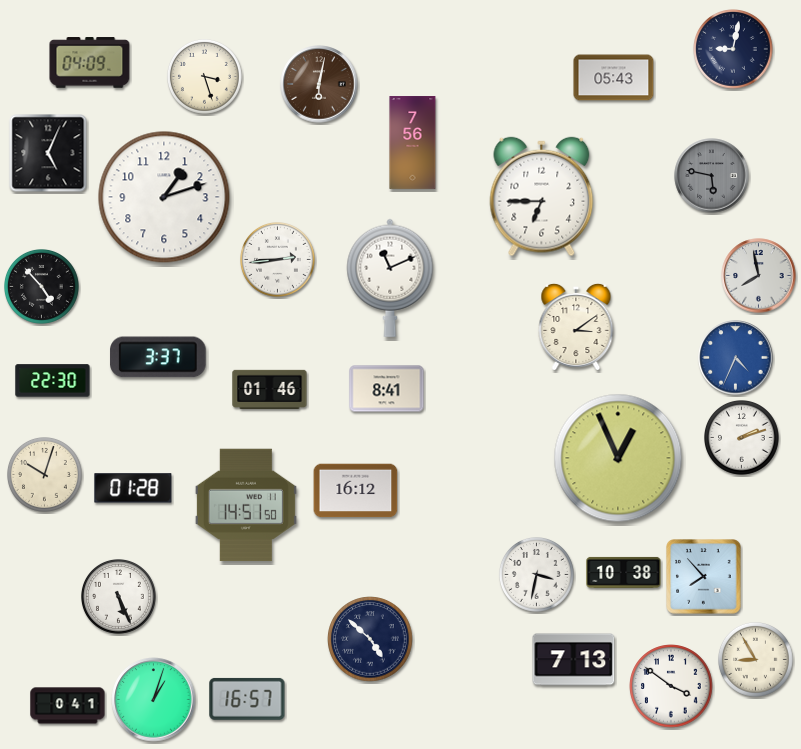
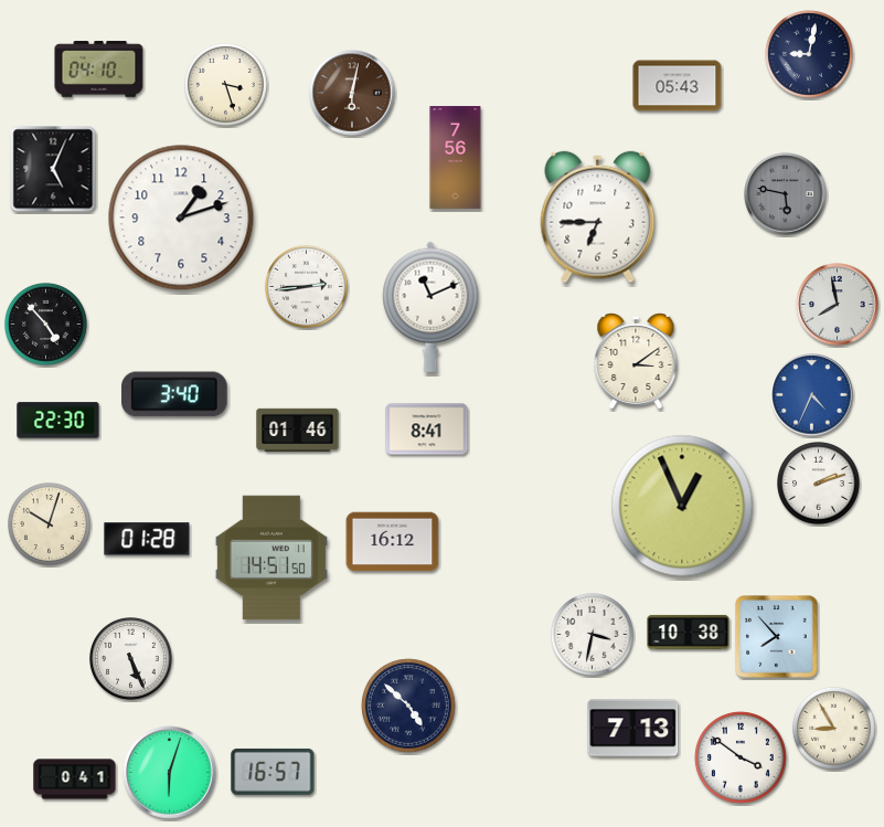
clock at (90, 63): 04:09 -> 04:10
clock at (42, 287) position: (42, 287) -> (46, 325)
clock at (158, 357): 3:37 -> 3:40
clock at (154, 700): 1:03 -> 6:03
